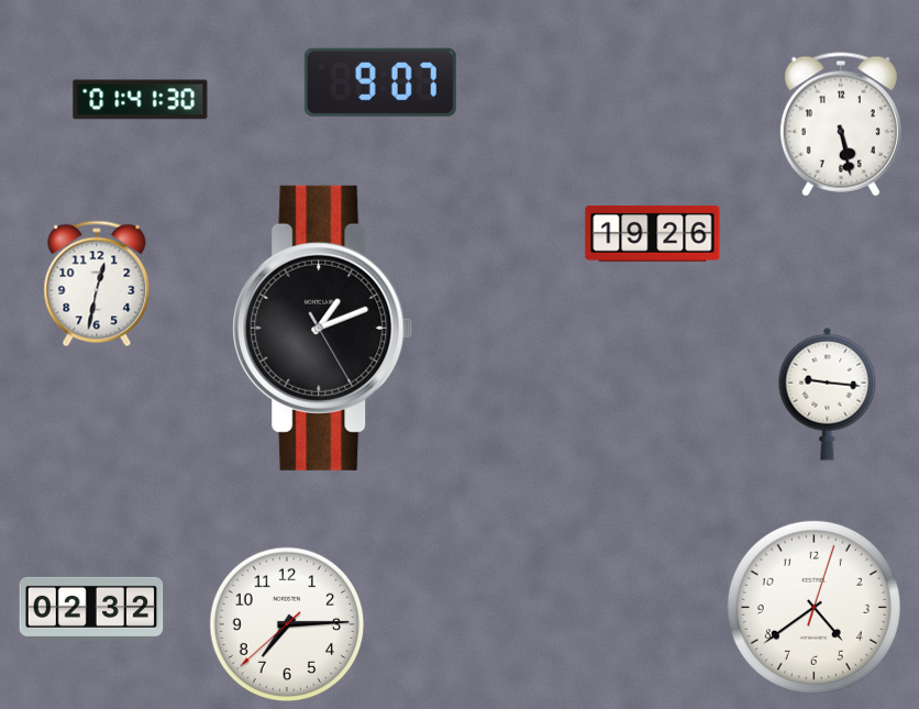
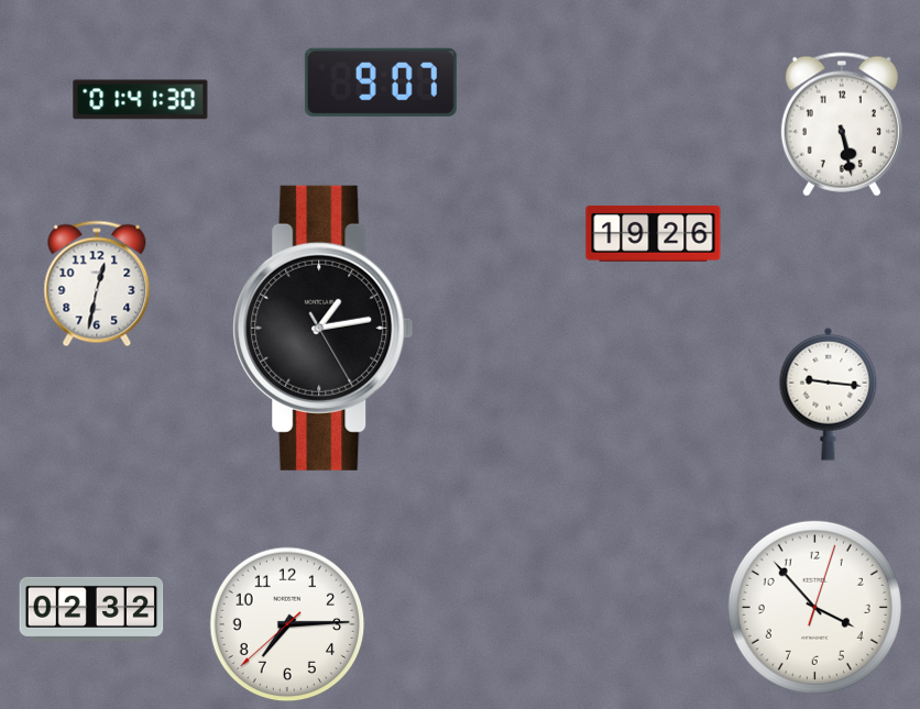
clock at (323, 328): 1:11 -> 1:13
clock at (813, 607): 4:39 -> 3:53
